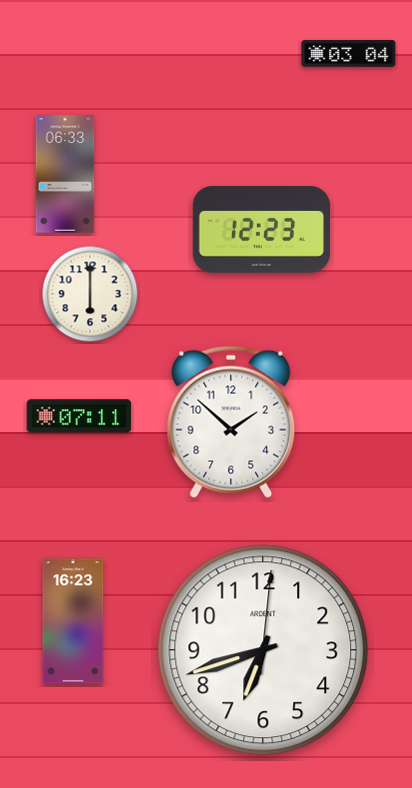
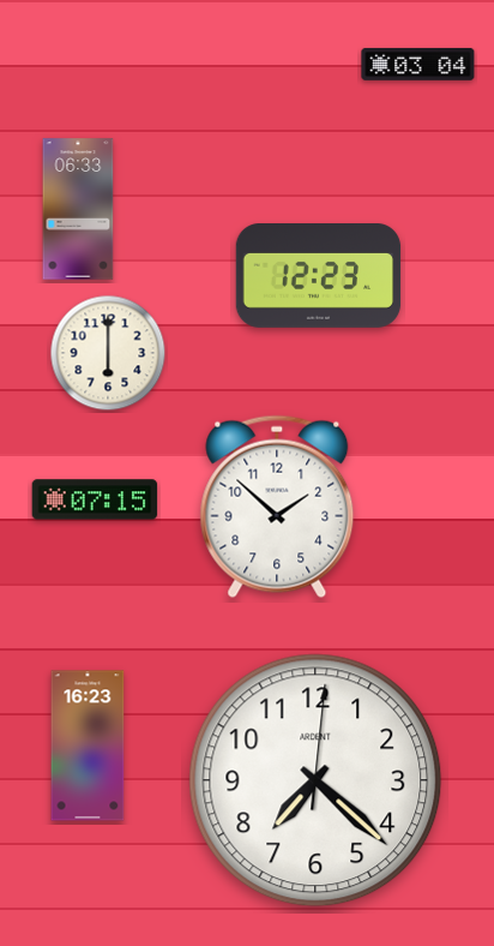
clock at (262, 230) position: (262, 230) -> (319, 276)
clock at (79, 416): 07:11 -> 07:15
clock at (263, 650): 6:42 -> 7:22
